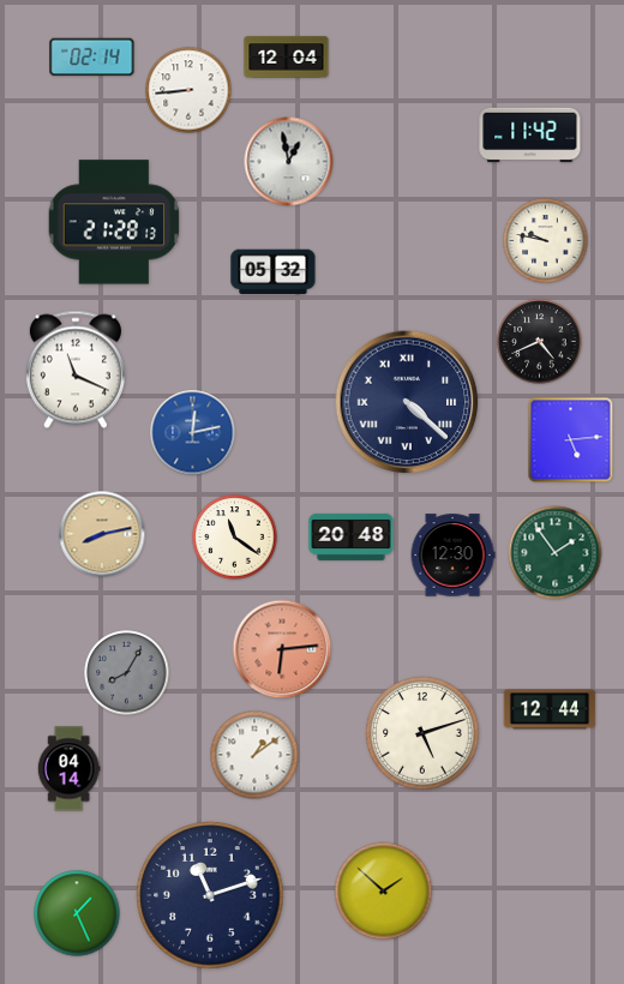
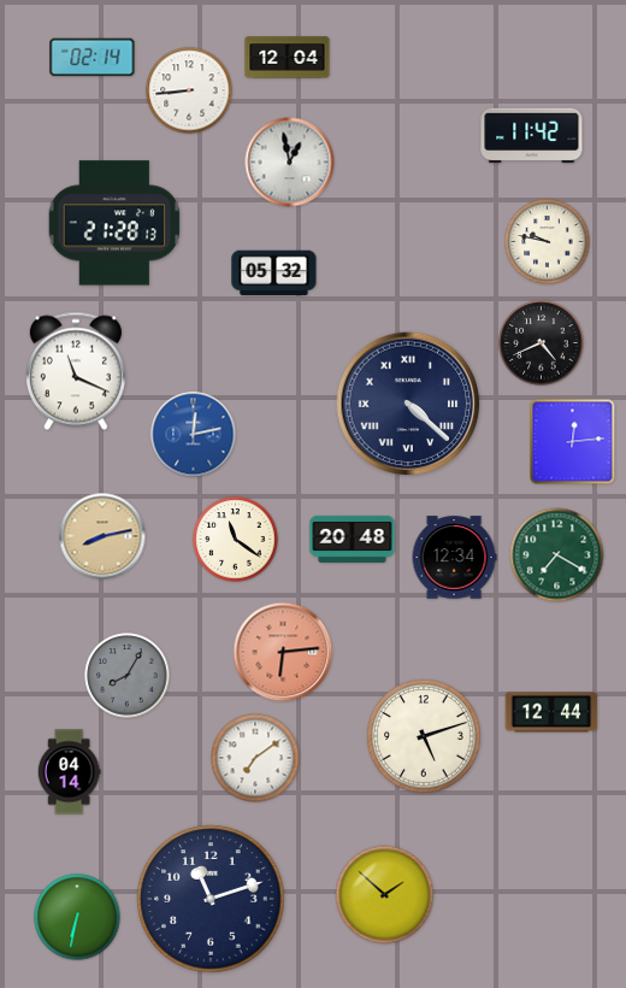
clock at (571, 440): 5:14 -> 12:14
clock at (556, 553): 1:54 -> 7:20
clock at (452, 556): 12:30 -> 12:34
clock at (254, 755): 1:09 -> 7:09
clock at (77, 913): 1:26 -> 6:32
